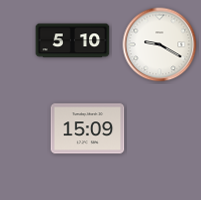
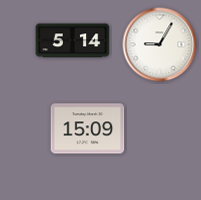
clock at (73, 41): 5:10 -> 5:14
clock at (160, 45): 9:20 -> 9:05
